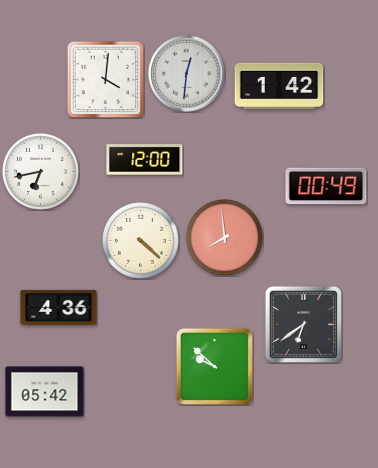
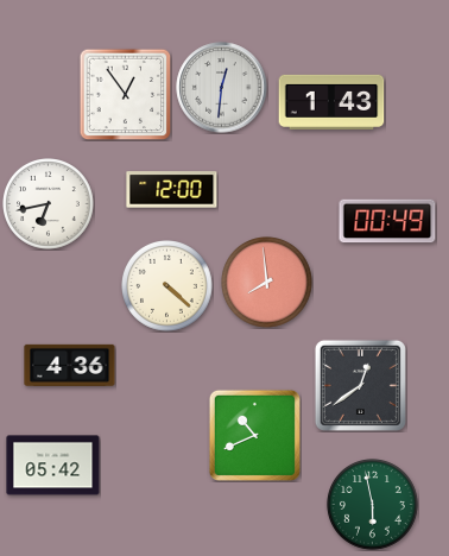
clock at (105, 79): 4:01 -> 12:54
clock at (279, 86): 1:42 -> 1:43
clock at (303, 324): 6:39 -> 12:39
clock at (214, 366): 9:52 -> 10:41
clock at (373, 505): none -> 5:58
